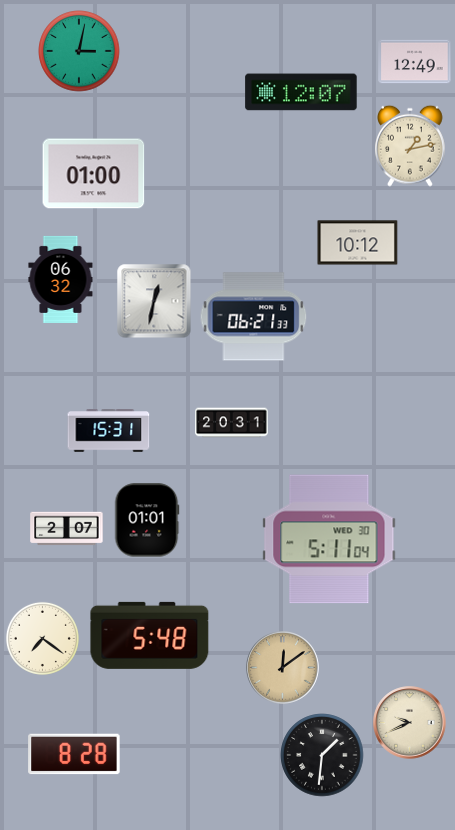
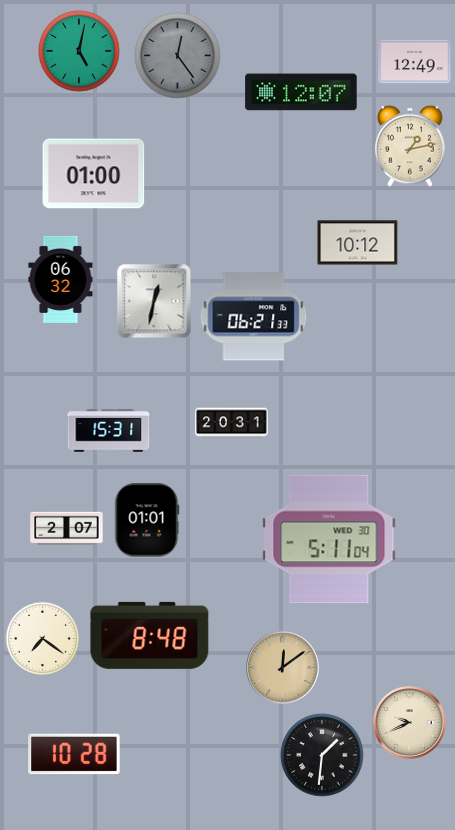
clock at (79, 51): 3:02 -> 5:02
clock at (178, 56): none -> 12:24
clock at (150, 635): 5:48 -> 8:48
clock at (74, 754): 8:28 -> 10:28
